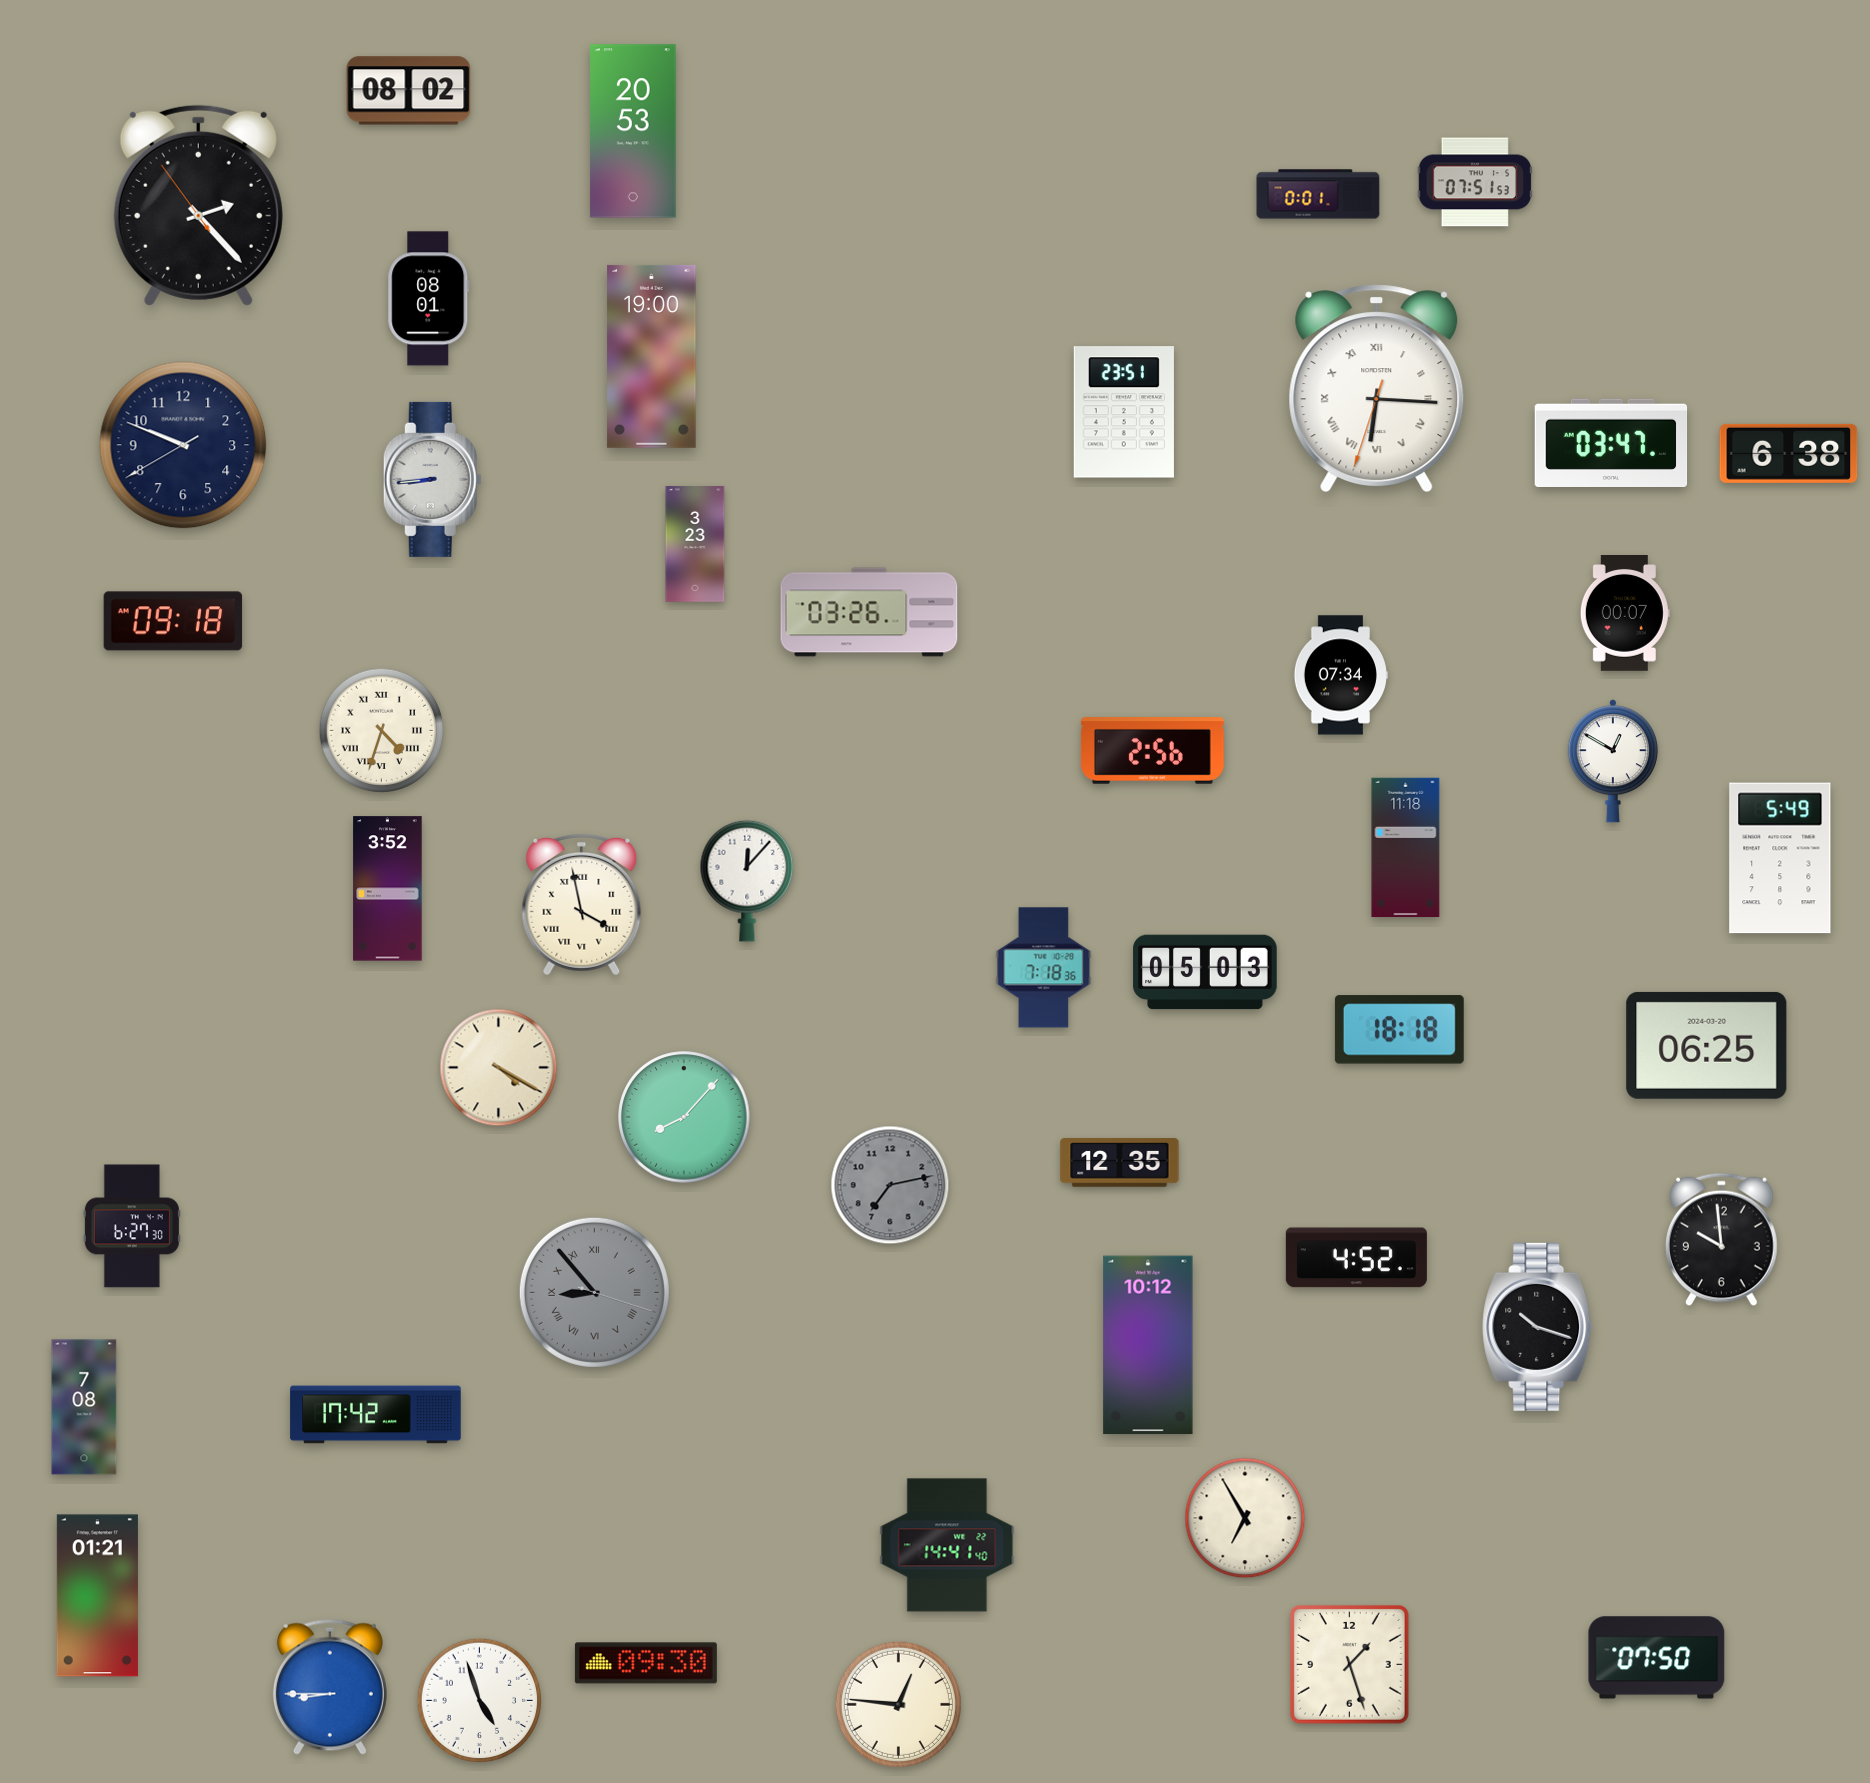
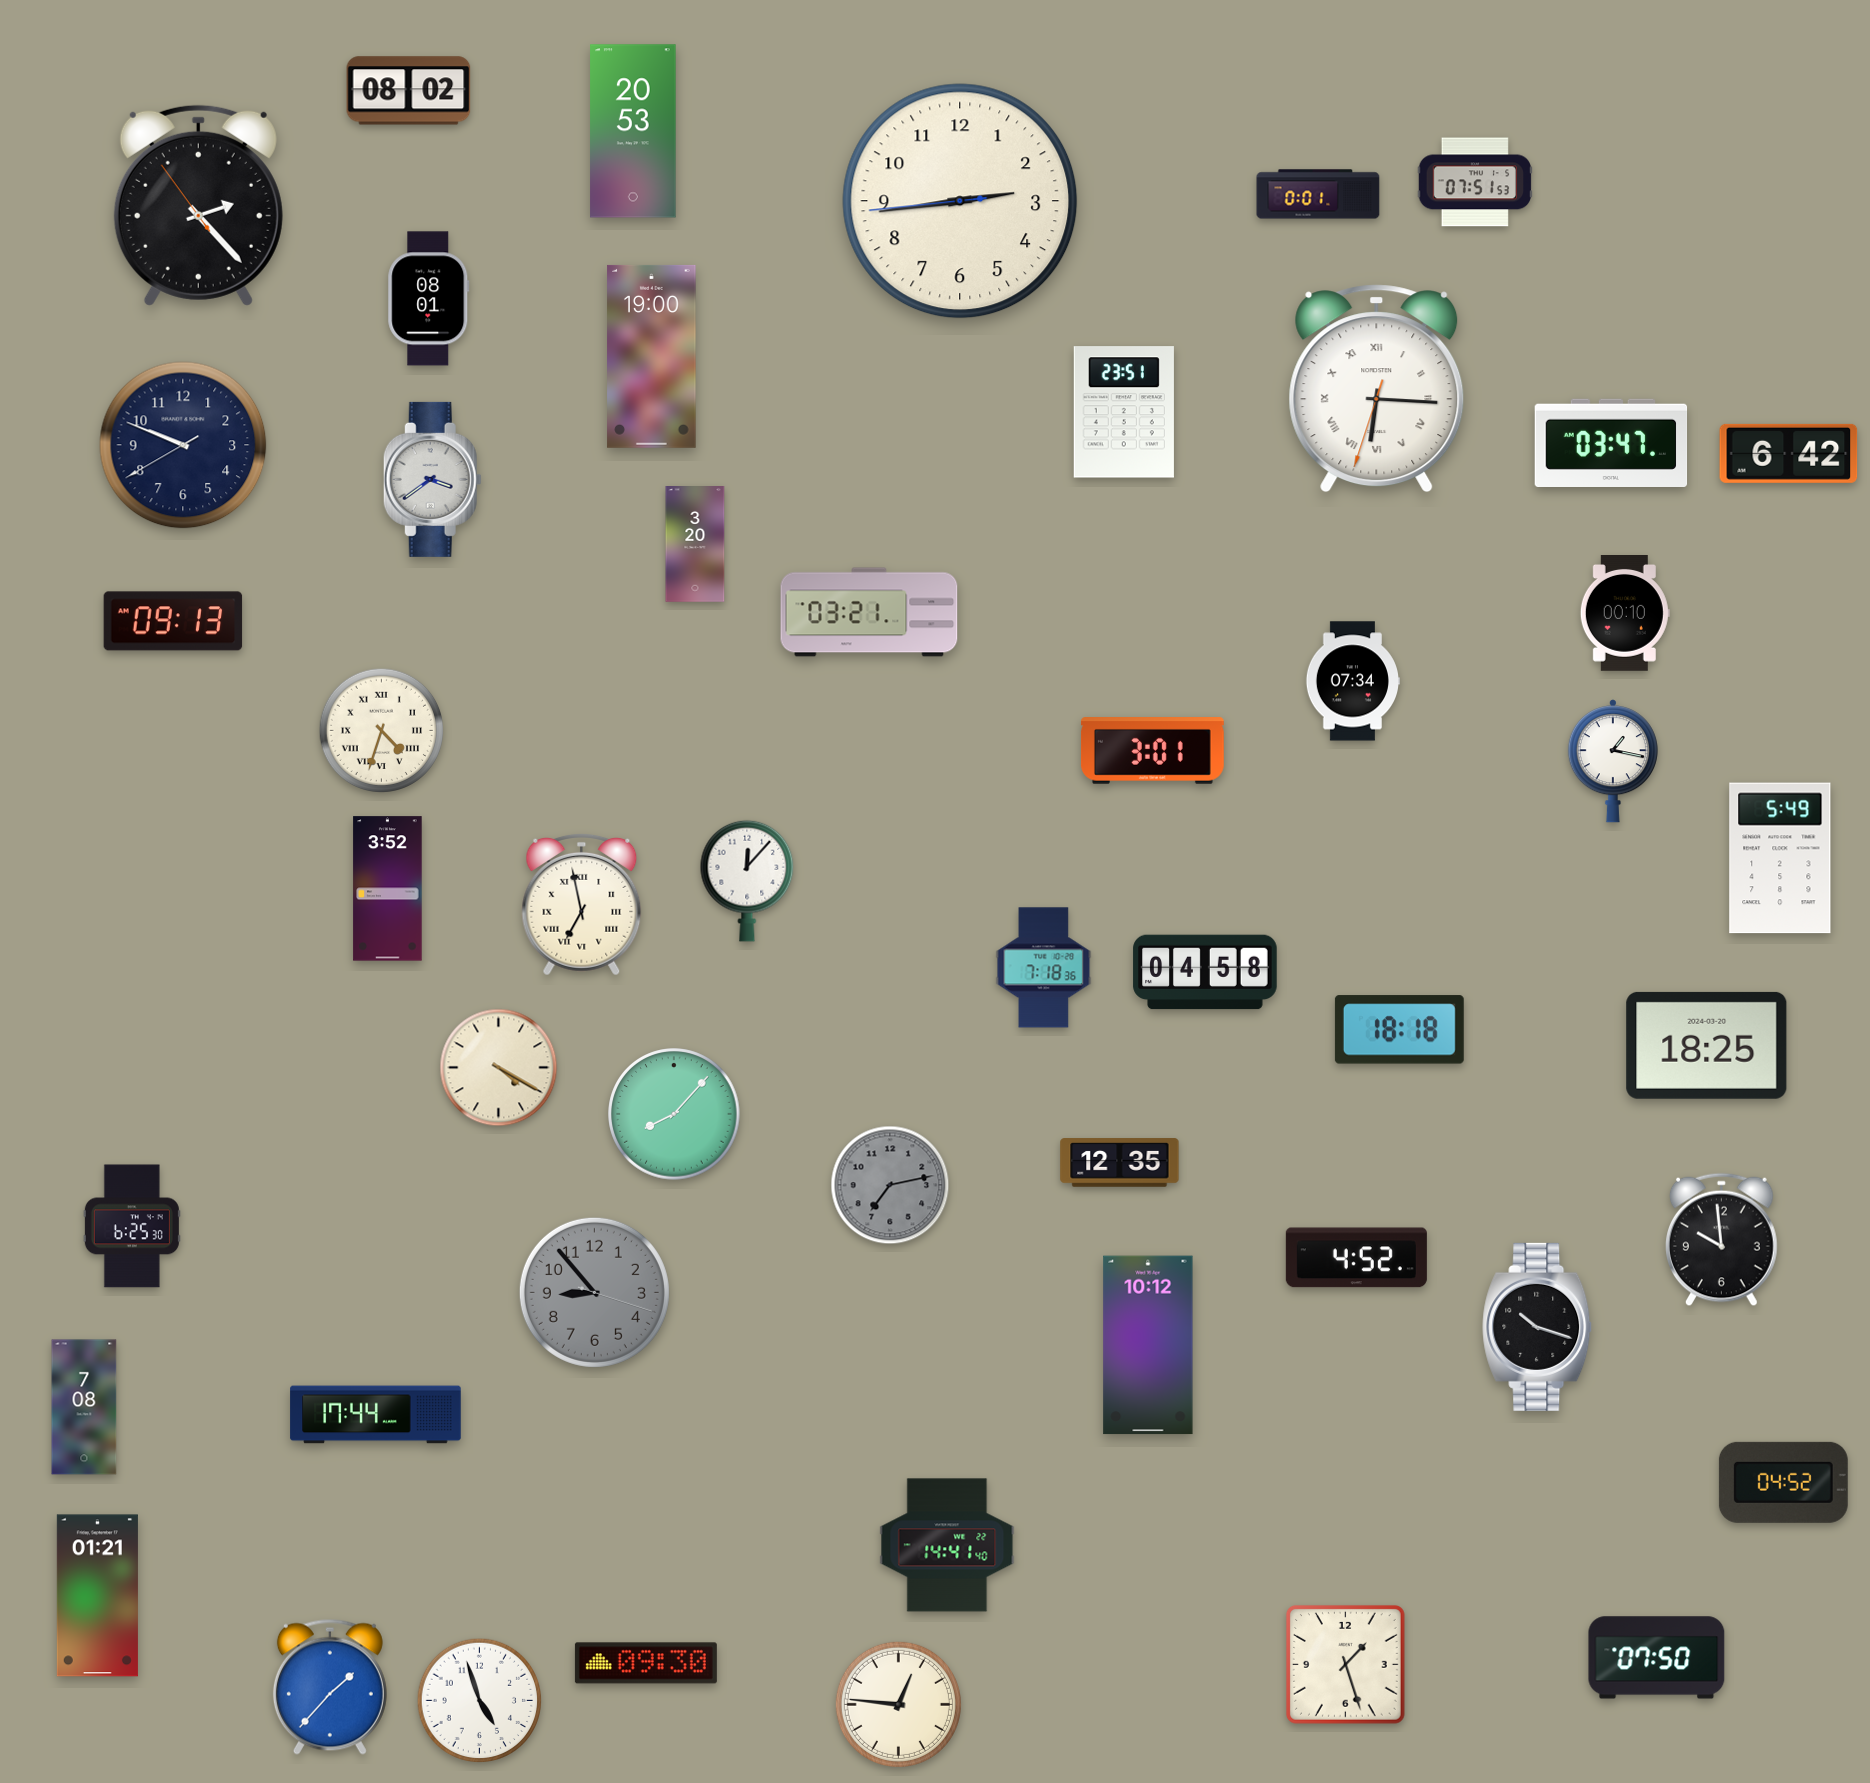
clock at (960, 201): none -> 2:43
clock at (1789, 453): 6:38 -> 6:42
clock at (432, 479): 8:44 -> 3:39
clock at (695, 544): 3:23 -> 3:20
clock at (869, 612): 03:26 -> 03:21
clock at (1625, 614): 00:07 -> 00:10
clock at (173, 621): 09:18 -> 09:13
clock at (1340, 675) position: (1340, 675) -> (1352, 681)
clock at (1152, 751): 2:56 -> 3:01
clock at (1613, 761): 12:50 -> 1:17
clock at (1406, 848): 11:18 -> none
clock at (582, 904): 3:58 -> 6:58
clock at (1205, 972): 05:03 -> 04:58
clock at (1707, 1045): 06:25 -> 18:25
clock at (684, 1117) position: (684, 1117) -> (674, 1114)
clock at (132, 1226): 6:27 -> 6:25
clock at (594, 1292) numerals: Roman -> Arabic
clock at (376, 1415): 17:42 -> 17:44
clock at (1783, 1482): none -> 04:52
clock at (1245, 1518): 6:55 -> none
clock at (1349, 1664) position: (1349, 1664) -> (1345, 1664)
clock at (330, 1687): 8:45 -> 1:37
